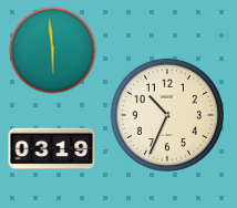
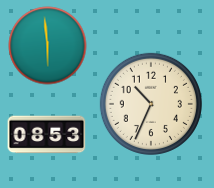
clock at (51, 149): 03:19 -> 08:53
